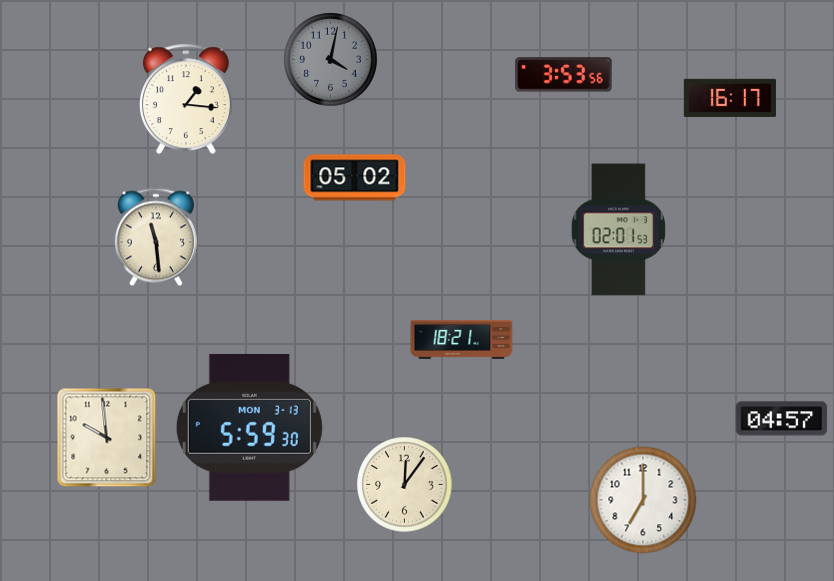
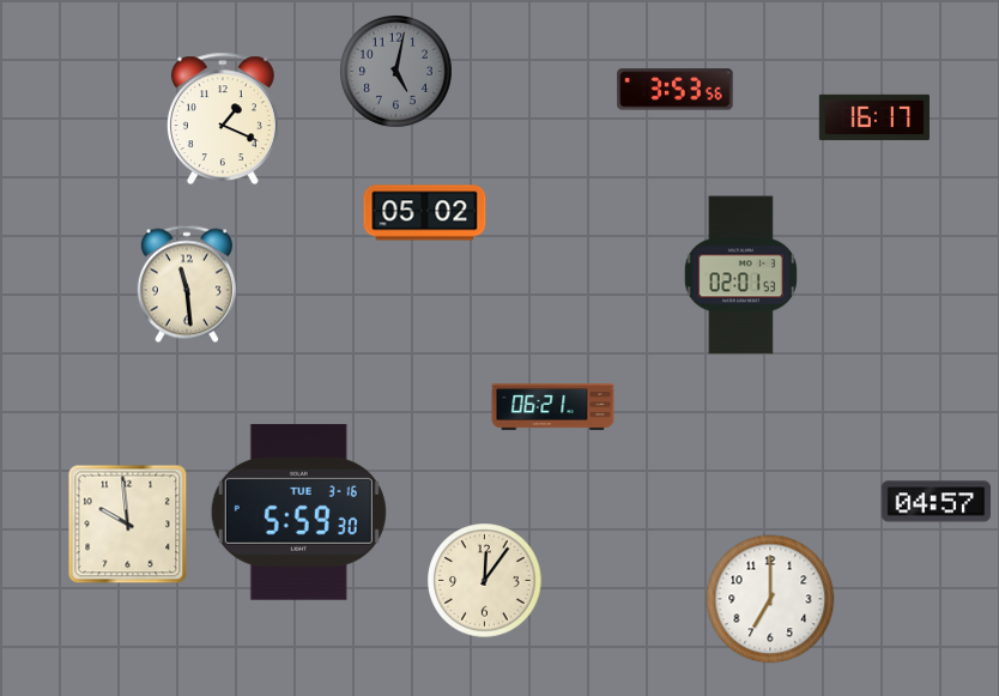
clock at (331, 60): 4:02 -> 5:02
clock at (186, 99): 1:16 -> 1:19
clock at (462, 340): 18:21 -> 06:21
clock at (249, 427) date: MON 3-13 -> TUE 3-16
